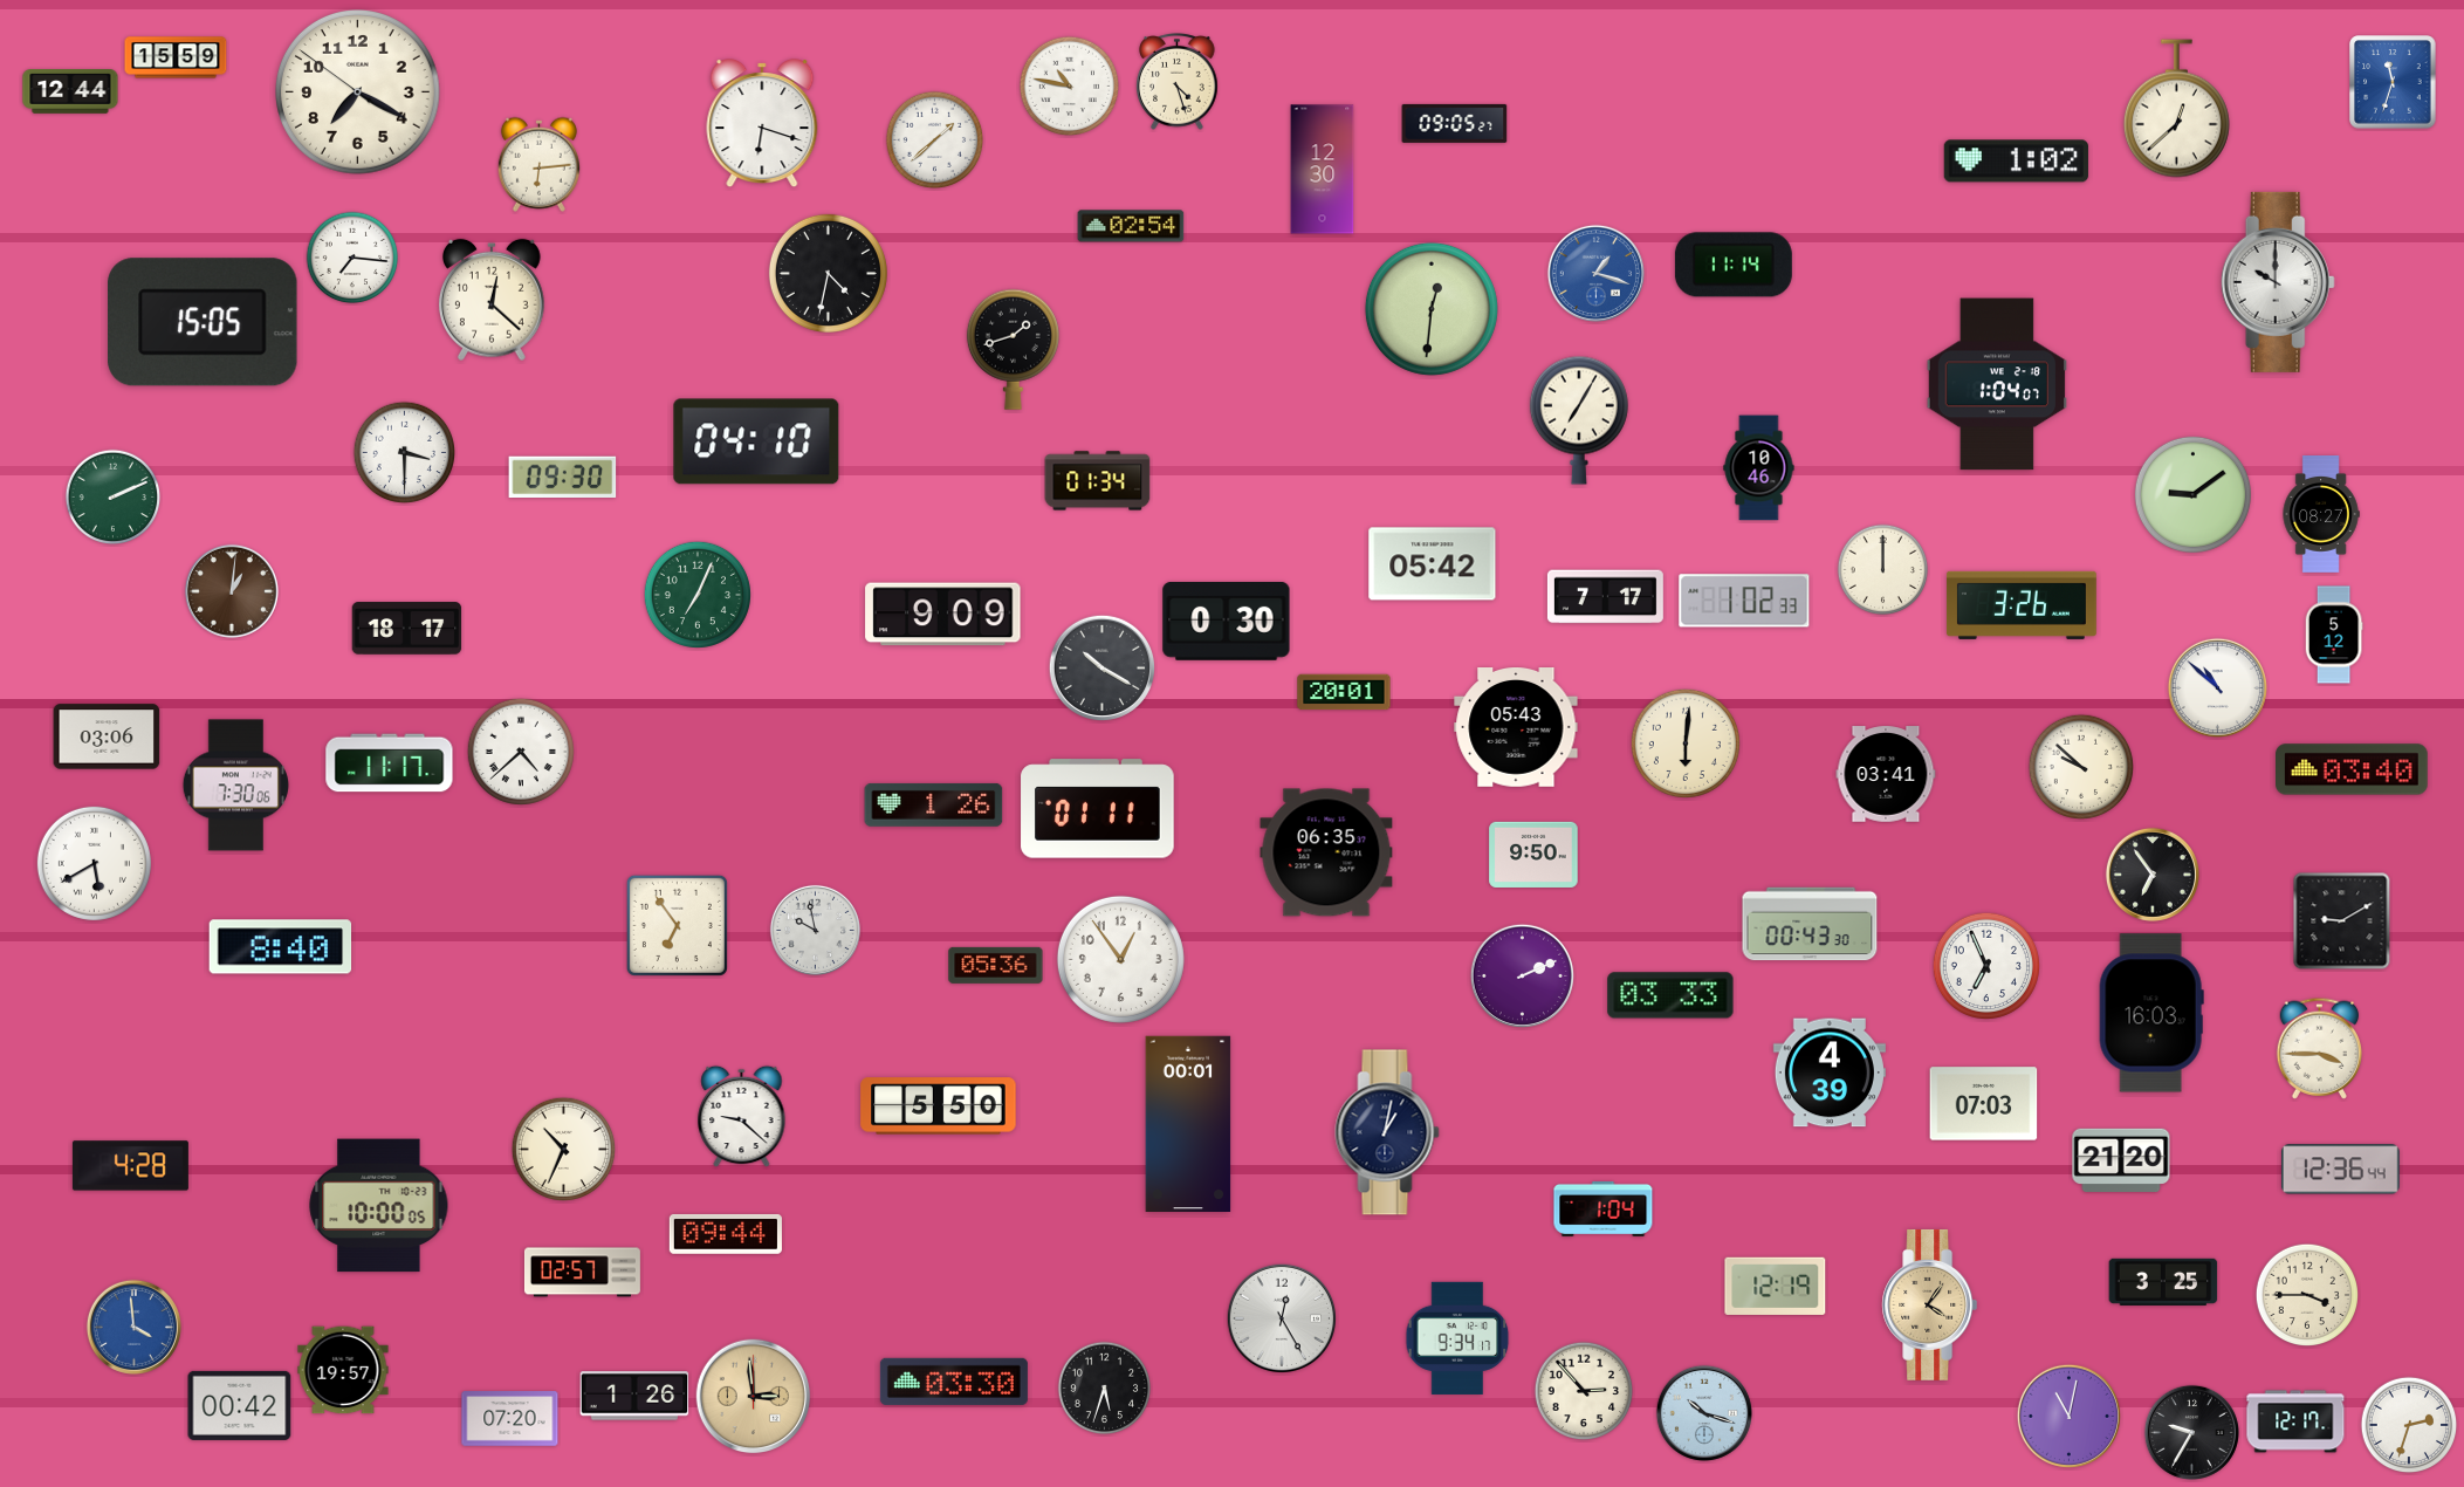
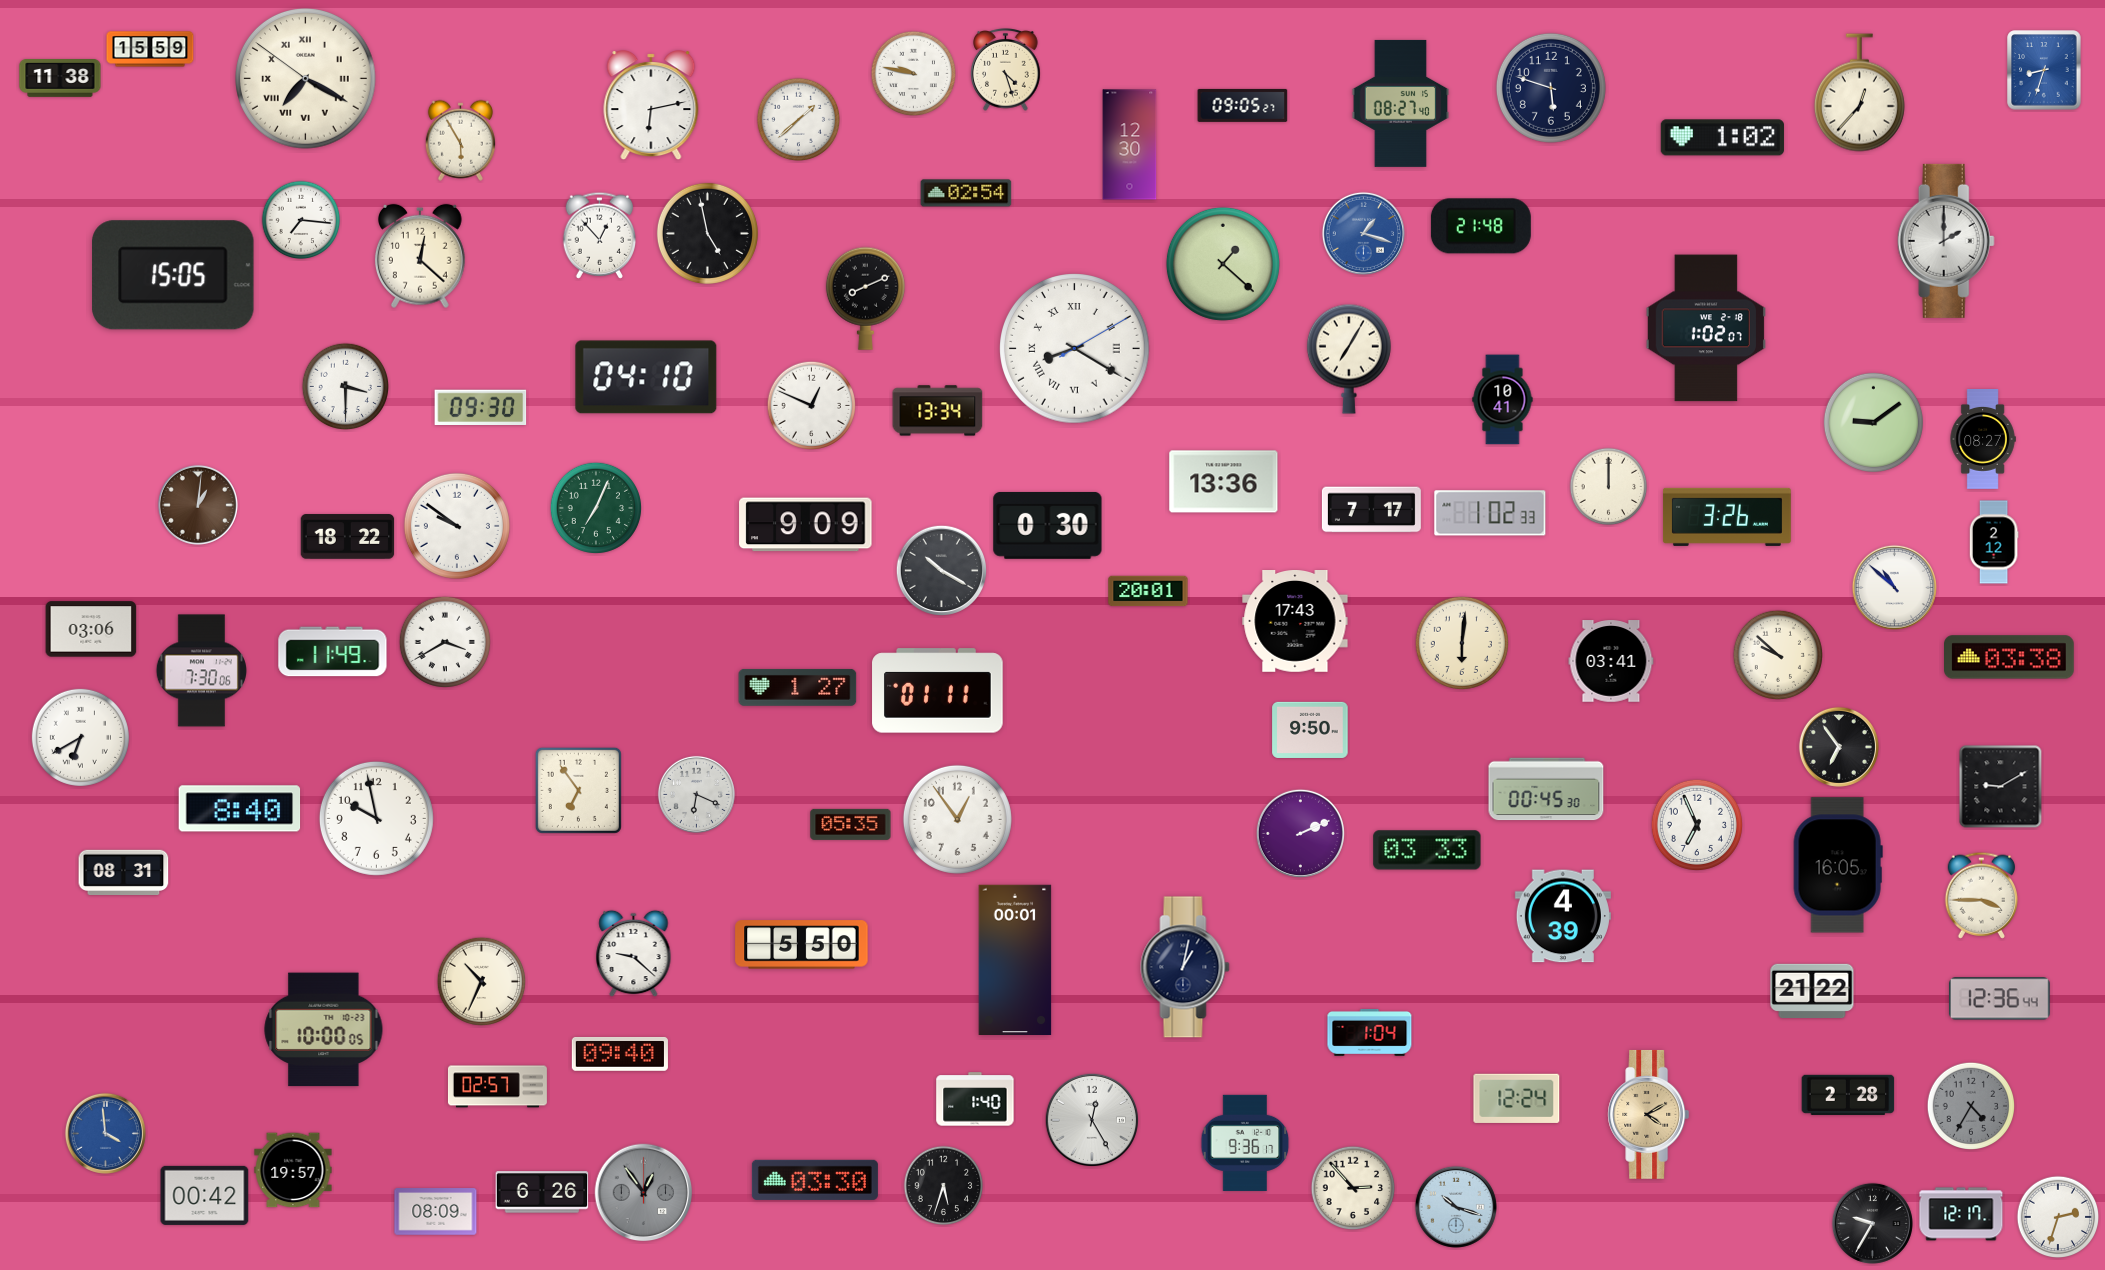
clock at (2393, 82): 11:33 -> 8:33
clock at (1070, 87): 10:47 -> 9:47
clock at (70, 92): 12:44 -> 11:38
clock at (358, 92) numerals: Arabic -> Roman
clock at (1551, 88): none -> 5:48
clock at (2176, 109): 12:38 -> 12:37
clock at (1401, 103): none -> 08:27
clock at (762, 124): 6:18 -> 6:13
clock at (538, 164): 6:14 -> 5:55
clock at (1734, 265): 11:14 -> 21:48
clock at (828, 273): 4:32 -> 4:58
clock at (600, 235): none -> 12:53
clock at (2278, 282): 10:00 -> 2:00
clock at (1432, 309): 12:31 -> 1:22
clock at (1013, 349): 1:42 -> 8:11
clock at (1997, 384): 1:04 -> 1:02
clock at (1075, 349): none -> 8:20
clock at (1759, 468): 10:46 -> 10:41
clock at (811, 405): none -> 12:49
clock at (1098, 481): 01:34 -> 13:34
clock at (114, 498): 2:11 -> none
clock at (1433, 564): 05:42 -> 13:36
clock at (457, 526): none -> 9:51
clock at (1227, 621) position: (1227, 621) -> (1048, 525)
clock at (407, 629): 18:17 -> 18:22
clock at (2334, 635): 5:12 -> 2:12
clock at (1516, 728): 05:43 -> 17:43
clock at (1686, 743) position: (1686, 743) -> (1462, 643)
clock at (520, 751): 4:38 -> 3:40
clock at (390, 763): 11:17 -> 11:49
clock at (2352, 769): 03:40 -> 03:38
clock at (934, 804): 1:26 -> 1:27
clock at (1326, 852): 06:35 -> none
clock at (94, 863): 5:40 -> 6:40
clock at (1810, 924): 00:43 -> 00:45
clock at (815, 930): 9:58 -> 6:19
clock at (376, 818): none -> 9:58
clock at (996, 965): 05:36 -> 05:35
clock at (2151, 1013): 16:03 -> 16:05
clock at (124, 872): none -> 08:31
clock at (1984, 1104): 07:03 -> none
clock at (2121, 1159): 21:20 -> 21:22
clock at (130, 1166): 4:28 -> none
clock at (726, 1234): 09:44 -> 09:40
clock at (2163, 1282): 3:25 -> 2:28
clock at (1776, 1286): 12:19 -> 12:24
clock at (975, 1099): none -> 1:40
clock at (2306, 1294): 3:45 -> 4:35
clock at (2306, 1294) dial: cream -> grey
clock at (1930, 1304): 4:06 -> 4:10
clock at (1281, 1317) position: (1281, 1317) -> (1091, 1119)
clock at (133, 1327) position: (133, 1327) -> (105, 1133)
clock at (1457, 1338): 9:34 -> 9:36
clock at (634, 1396): 1:26 -> 6:26
clock at (754, 1397): 2:59 -> 12:54
clock at (754, 1397) dial: champagne -> grey
clock at (240, 1405) position: (240, 1405) -> (205, 1195)
clock at (2068, 1416): 11:02 -> none
clock at (510, 1419): 07:20 -> 08:09
